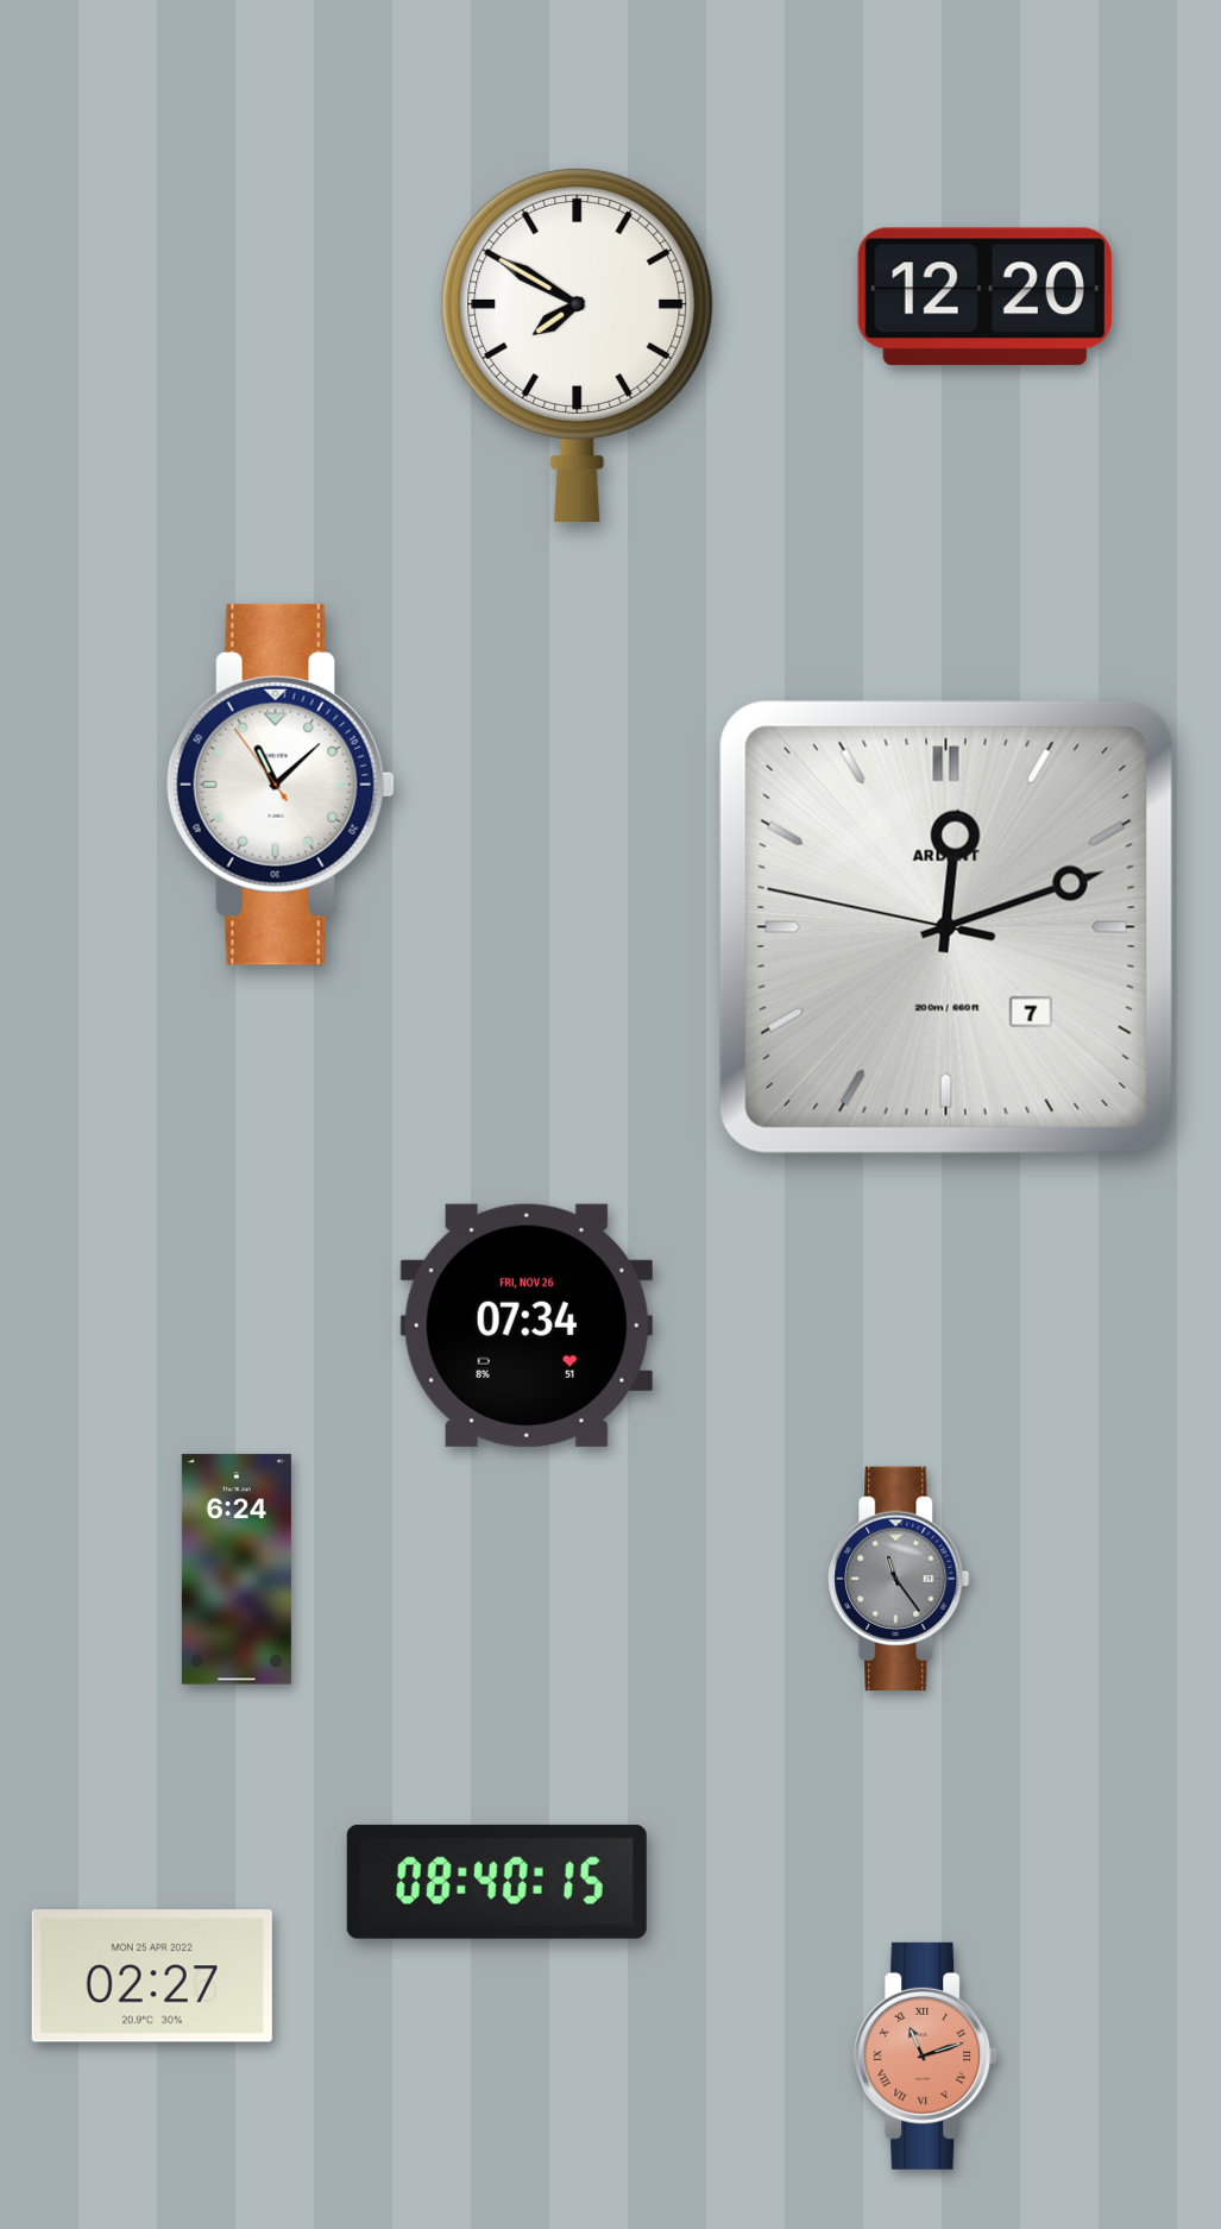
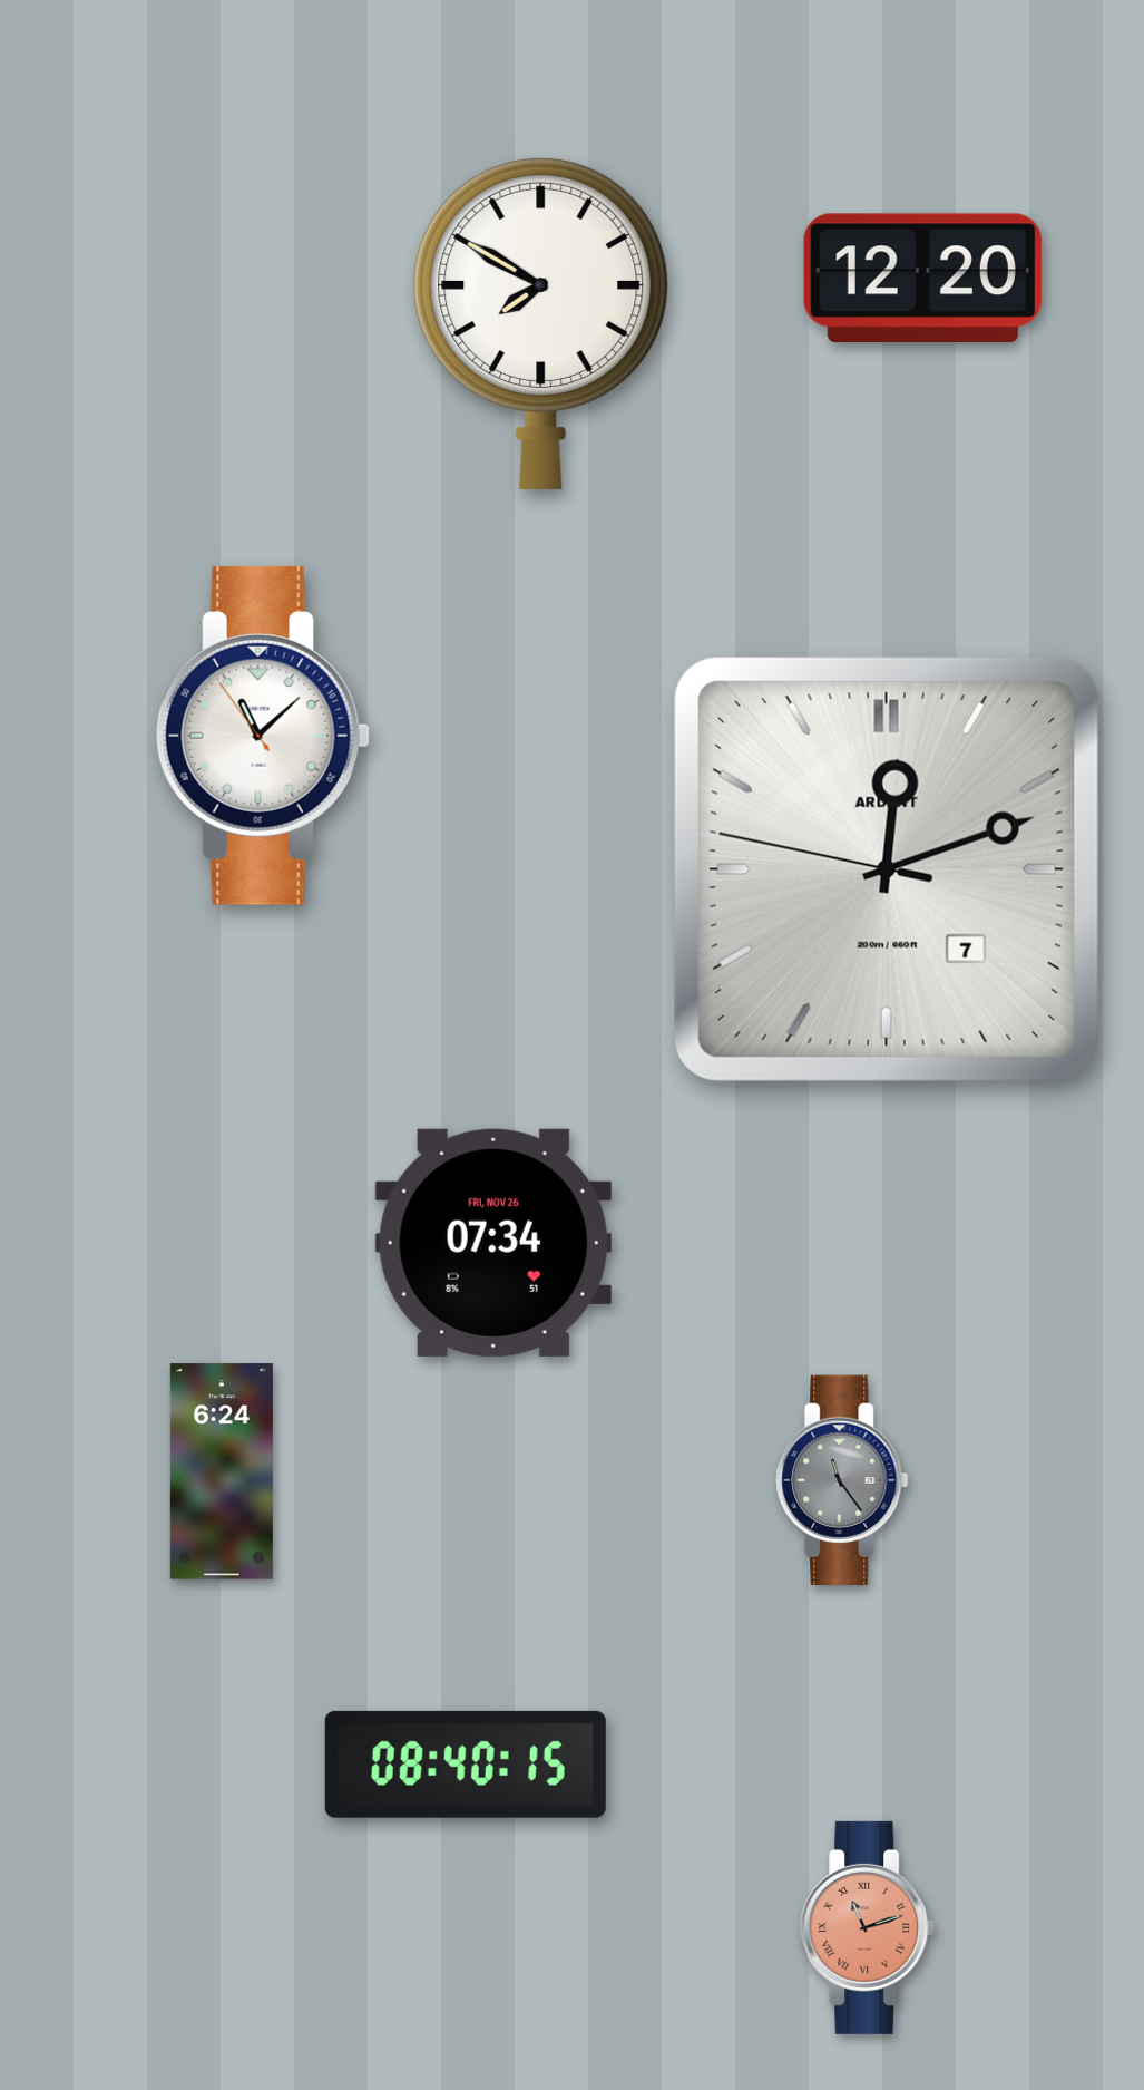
clock at (152, 1976): 02:27 -> none
